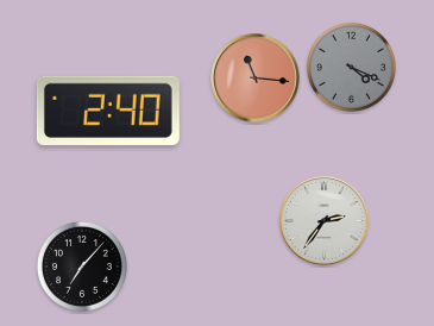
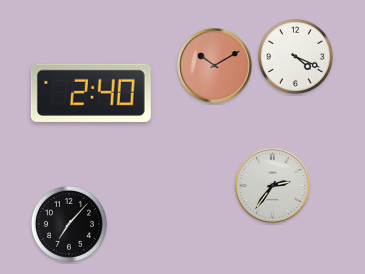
clock at (351, 67) dial: grey -> white
clock at (256, 79): 11:16 -> 10:10
